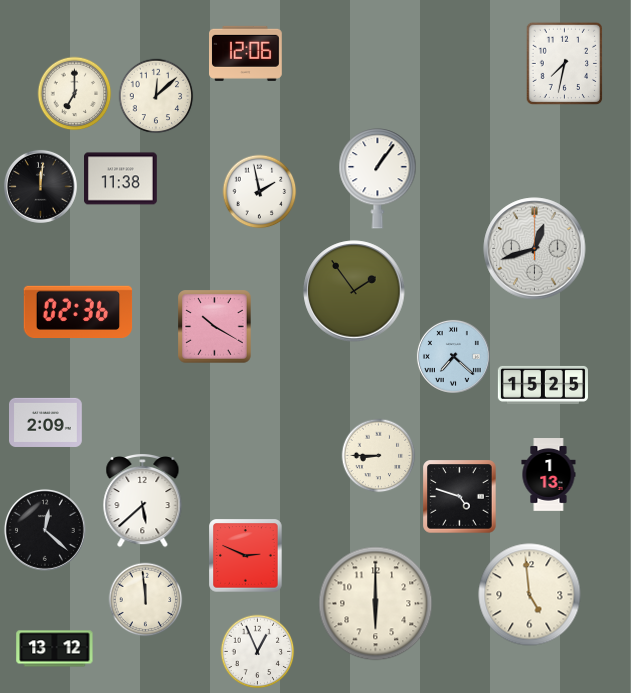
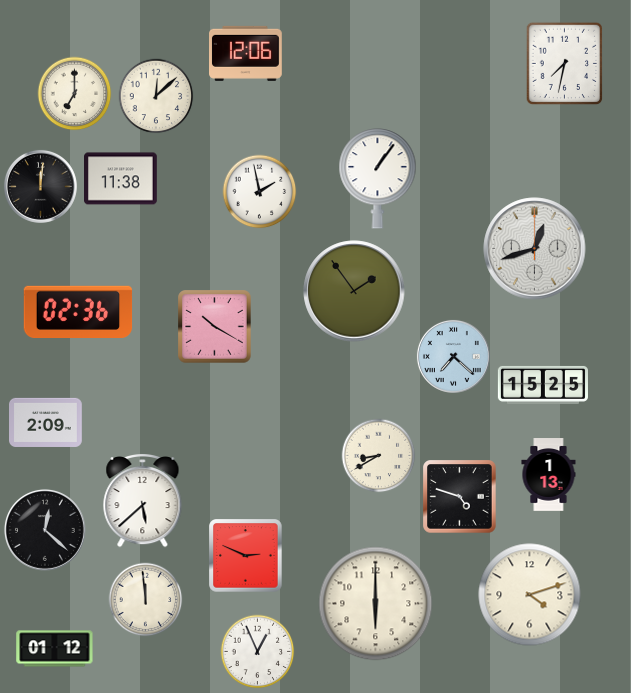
clock at (379, 456): 8:45 -> 8:40
clock at (530, 595): 4:59 -> 4:12
clock at (55, 649): 13:12 -> 01:12
